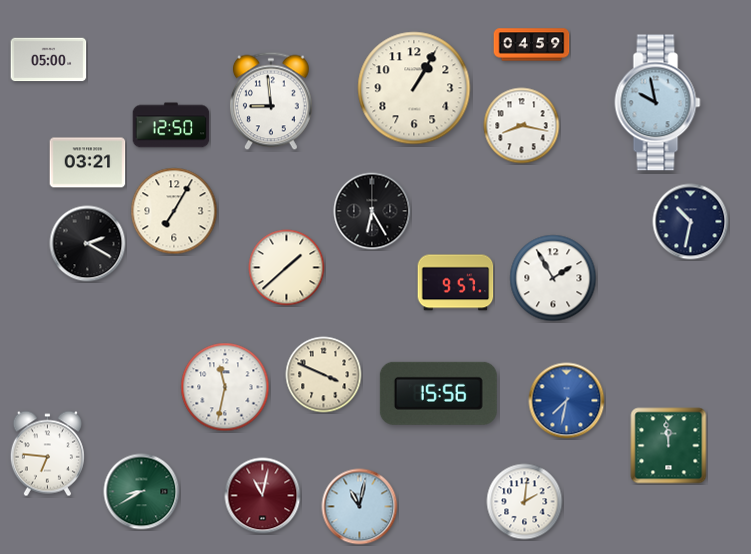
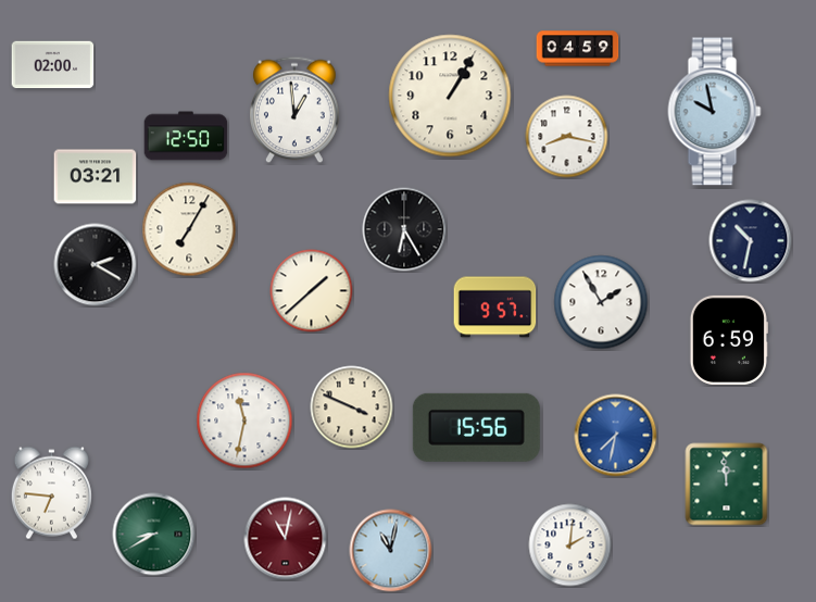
clock at (49, 60): 05:00 -> 02:00
clock at (271, 101): 8:59 -> 12:59
clock at (729, 340): none -> 6:59
